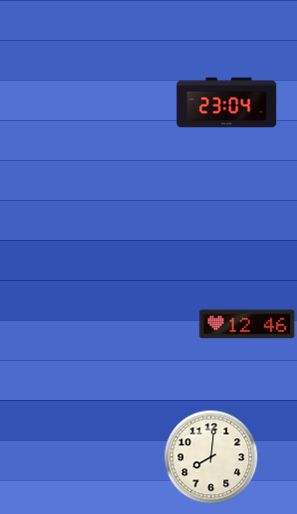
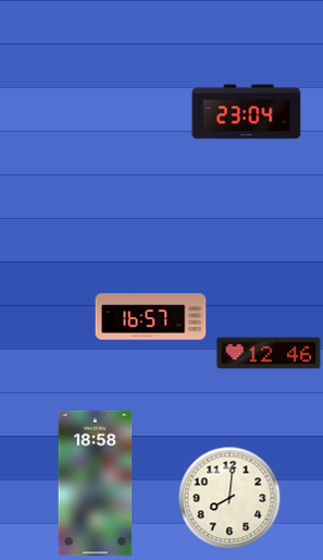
clock at (151, 317): none -> 16:57
clock at (96, 484): none -> 18:58
